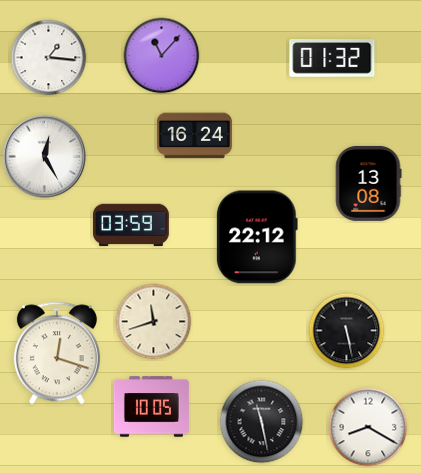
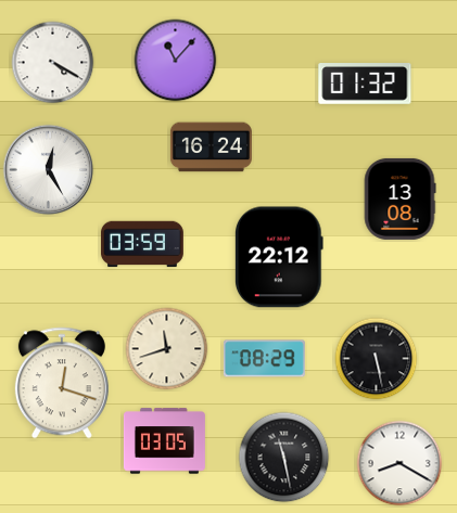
clock at (49, 58): 1:16 -> 4:20
clock at (332, 59) position: (332, 59) -> (365, 85)
clock at (264, 359): none -> 08:29
clock at (151, 407): 10:05 -> 03:05
